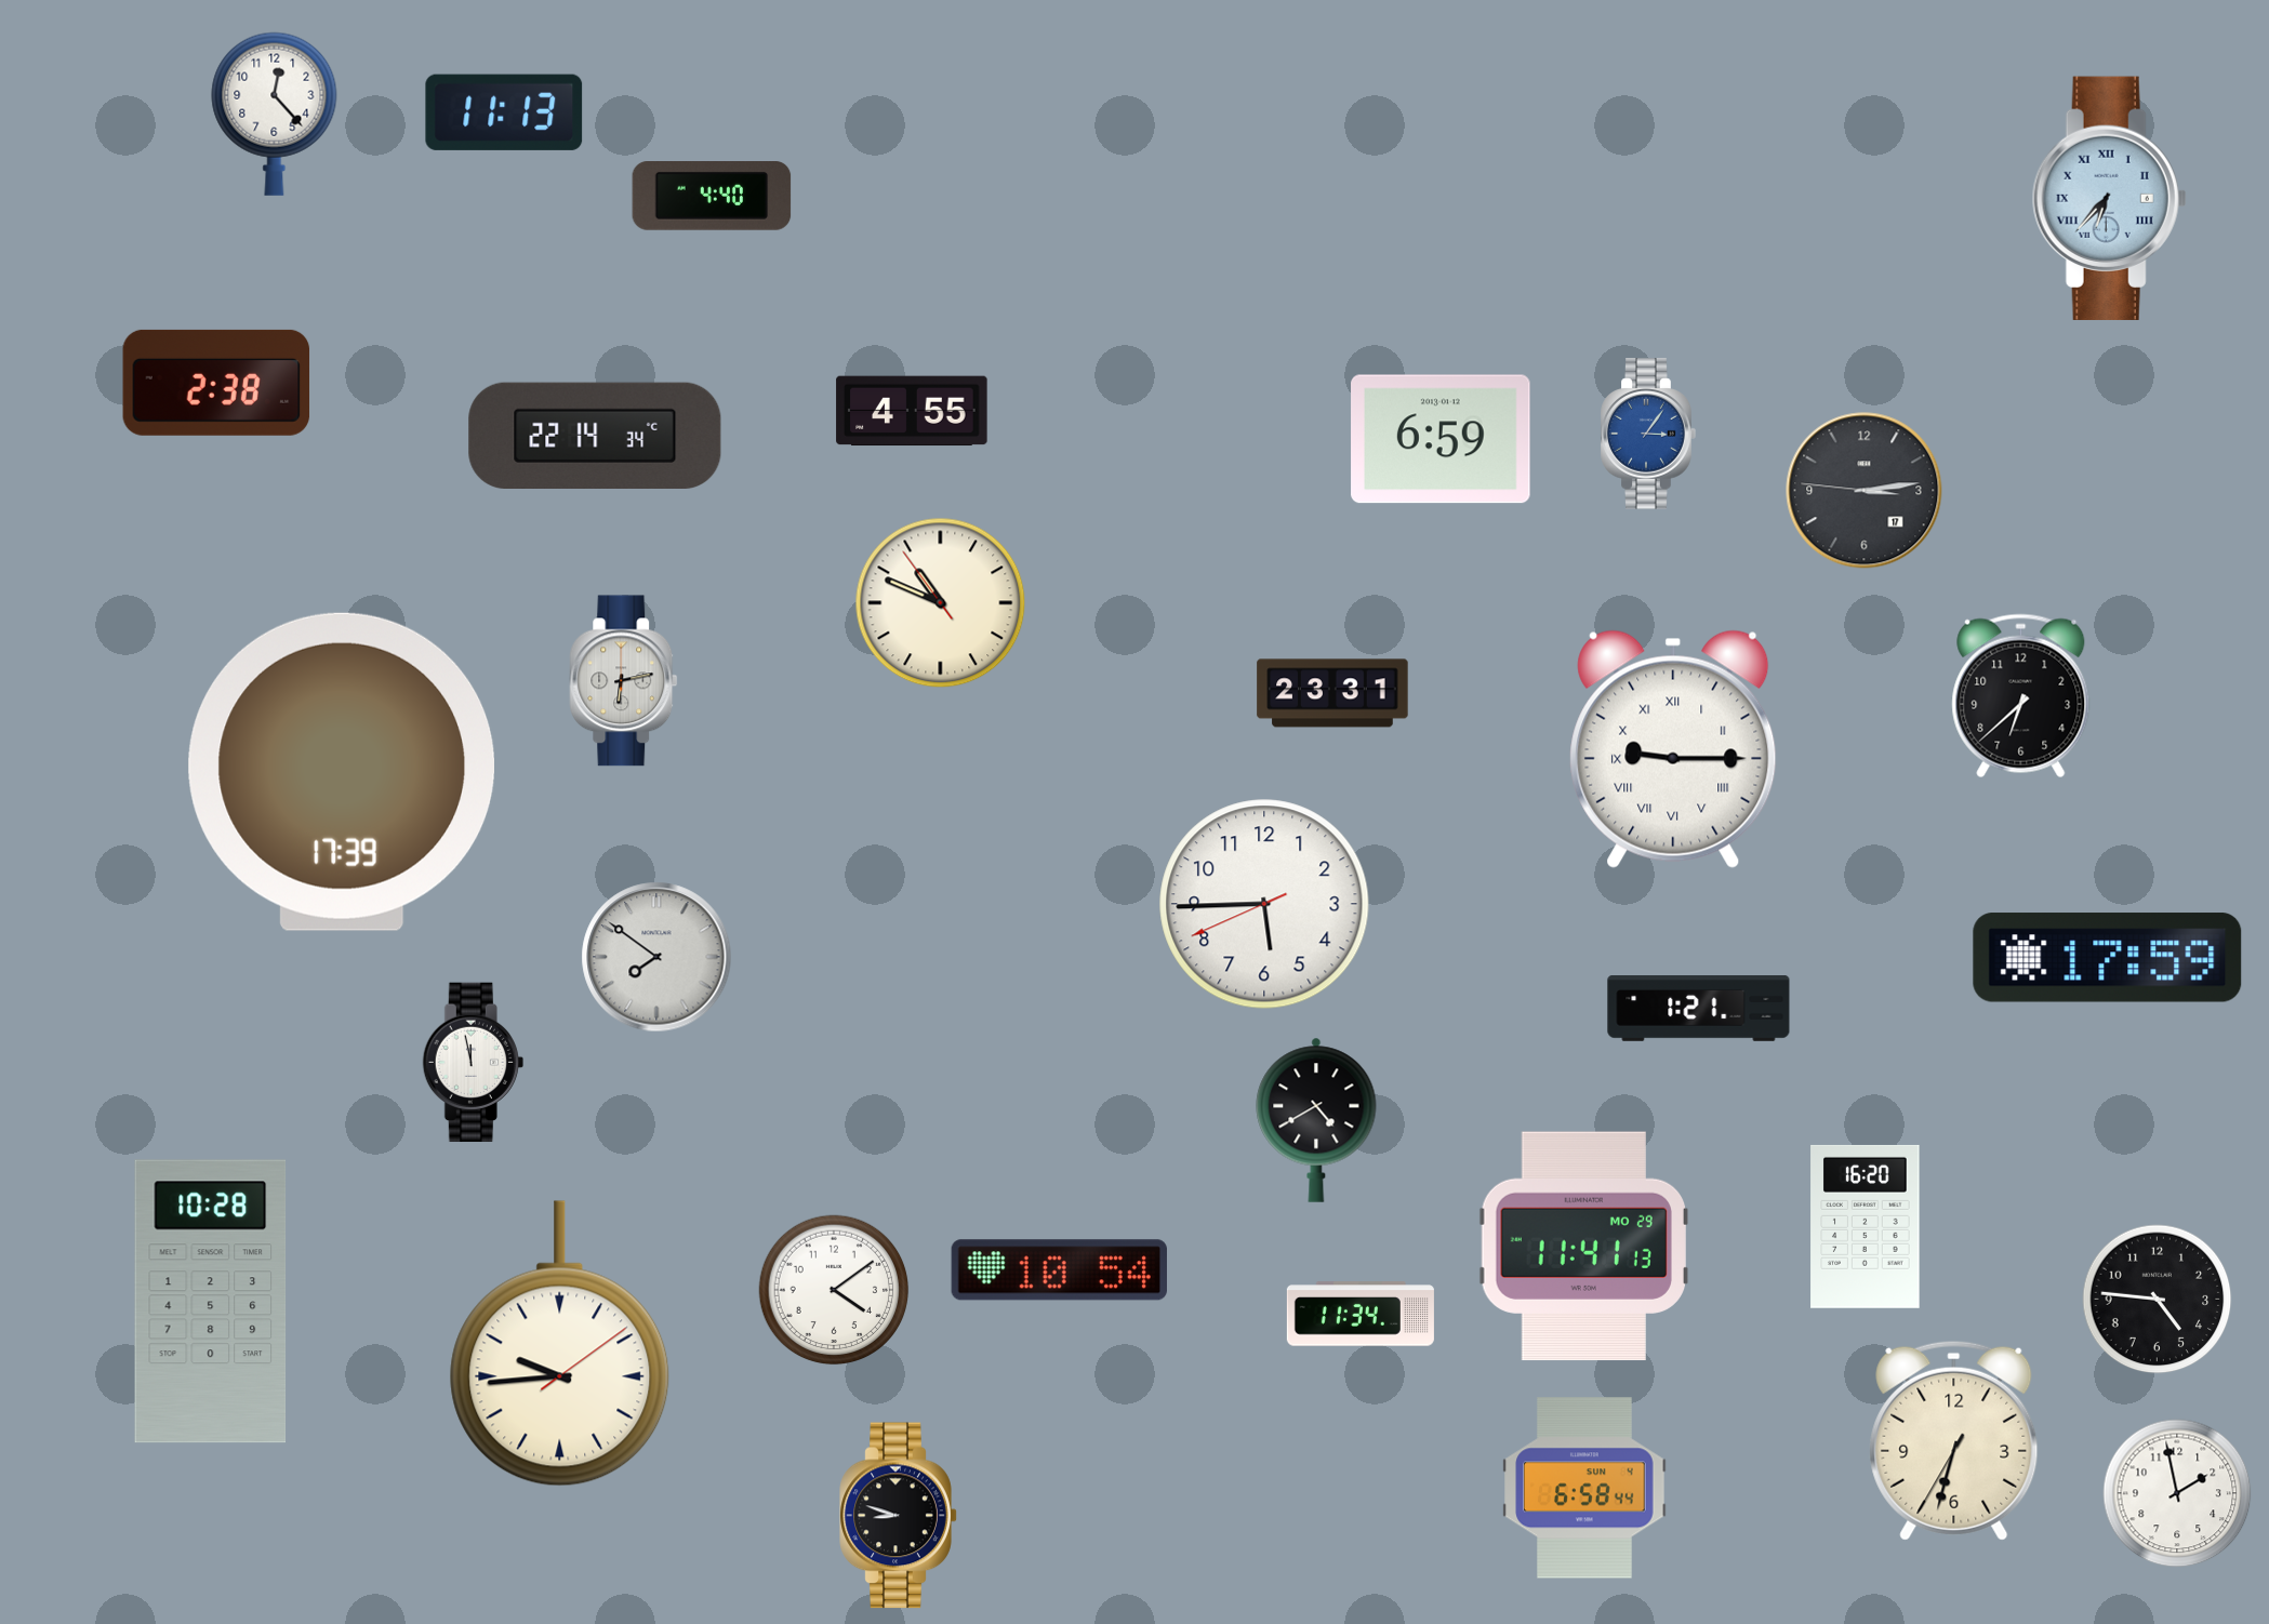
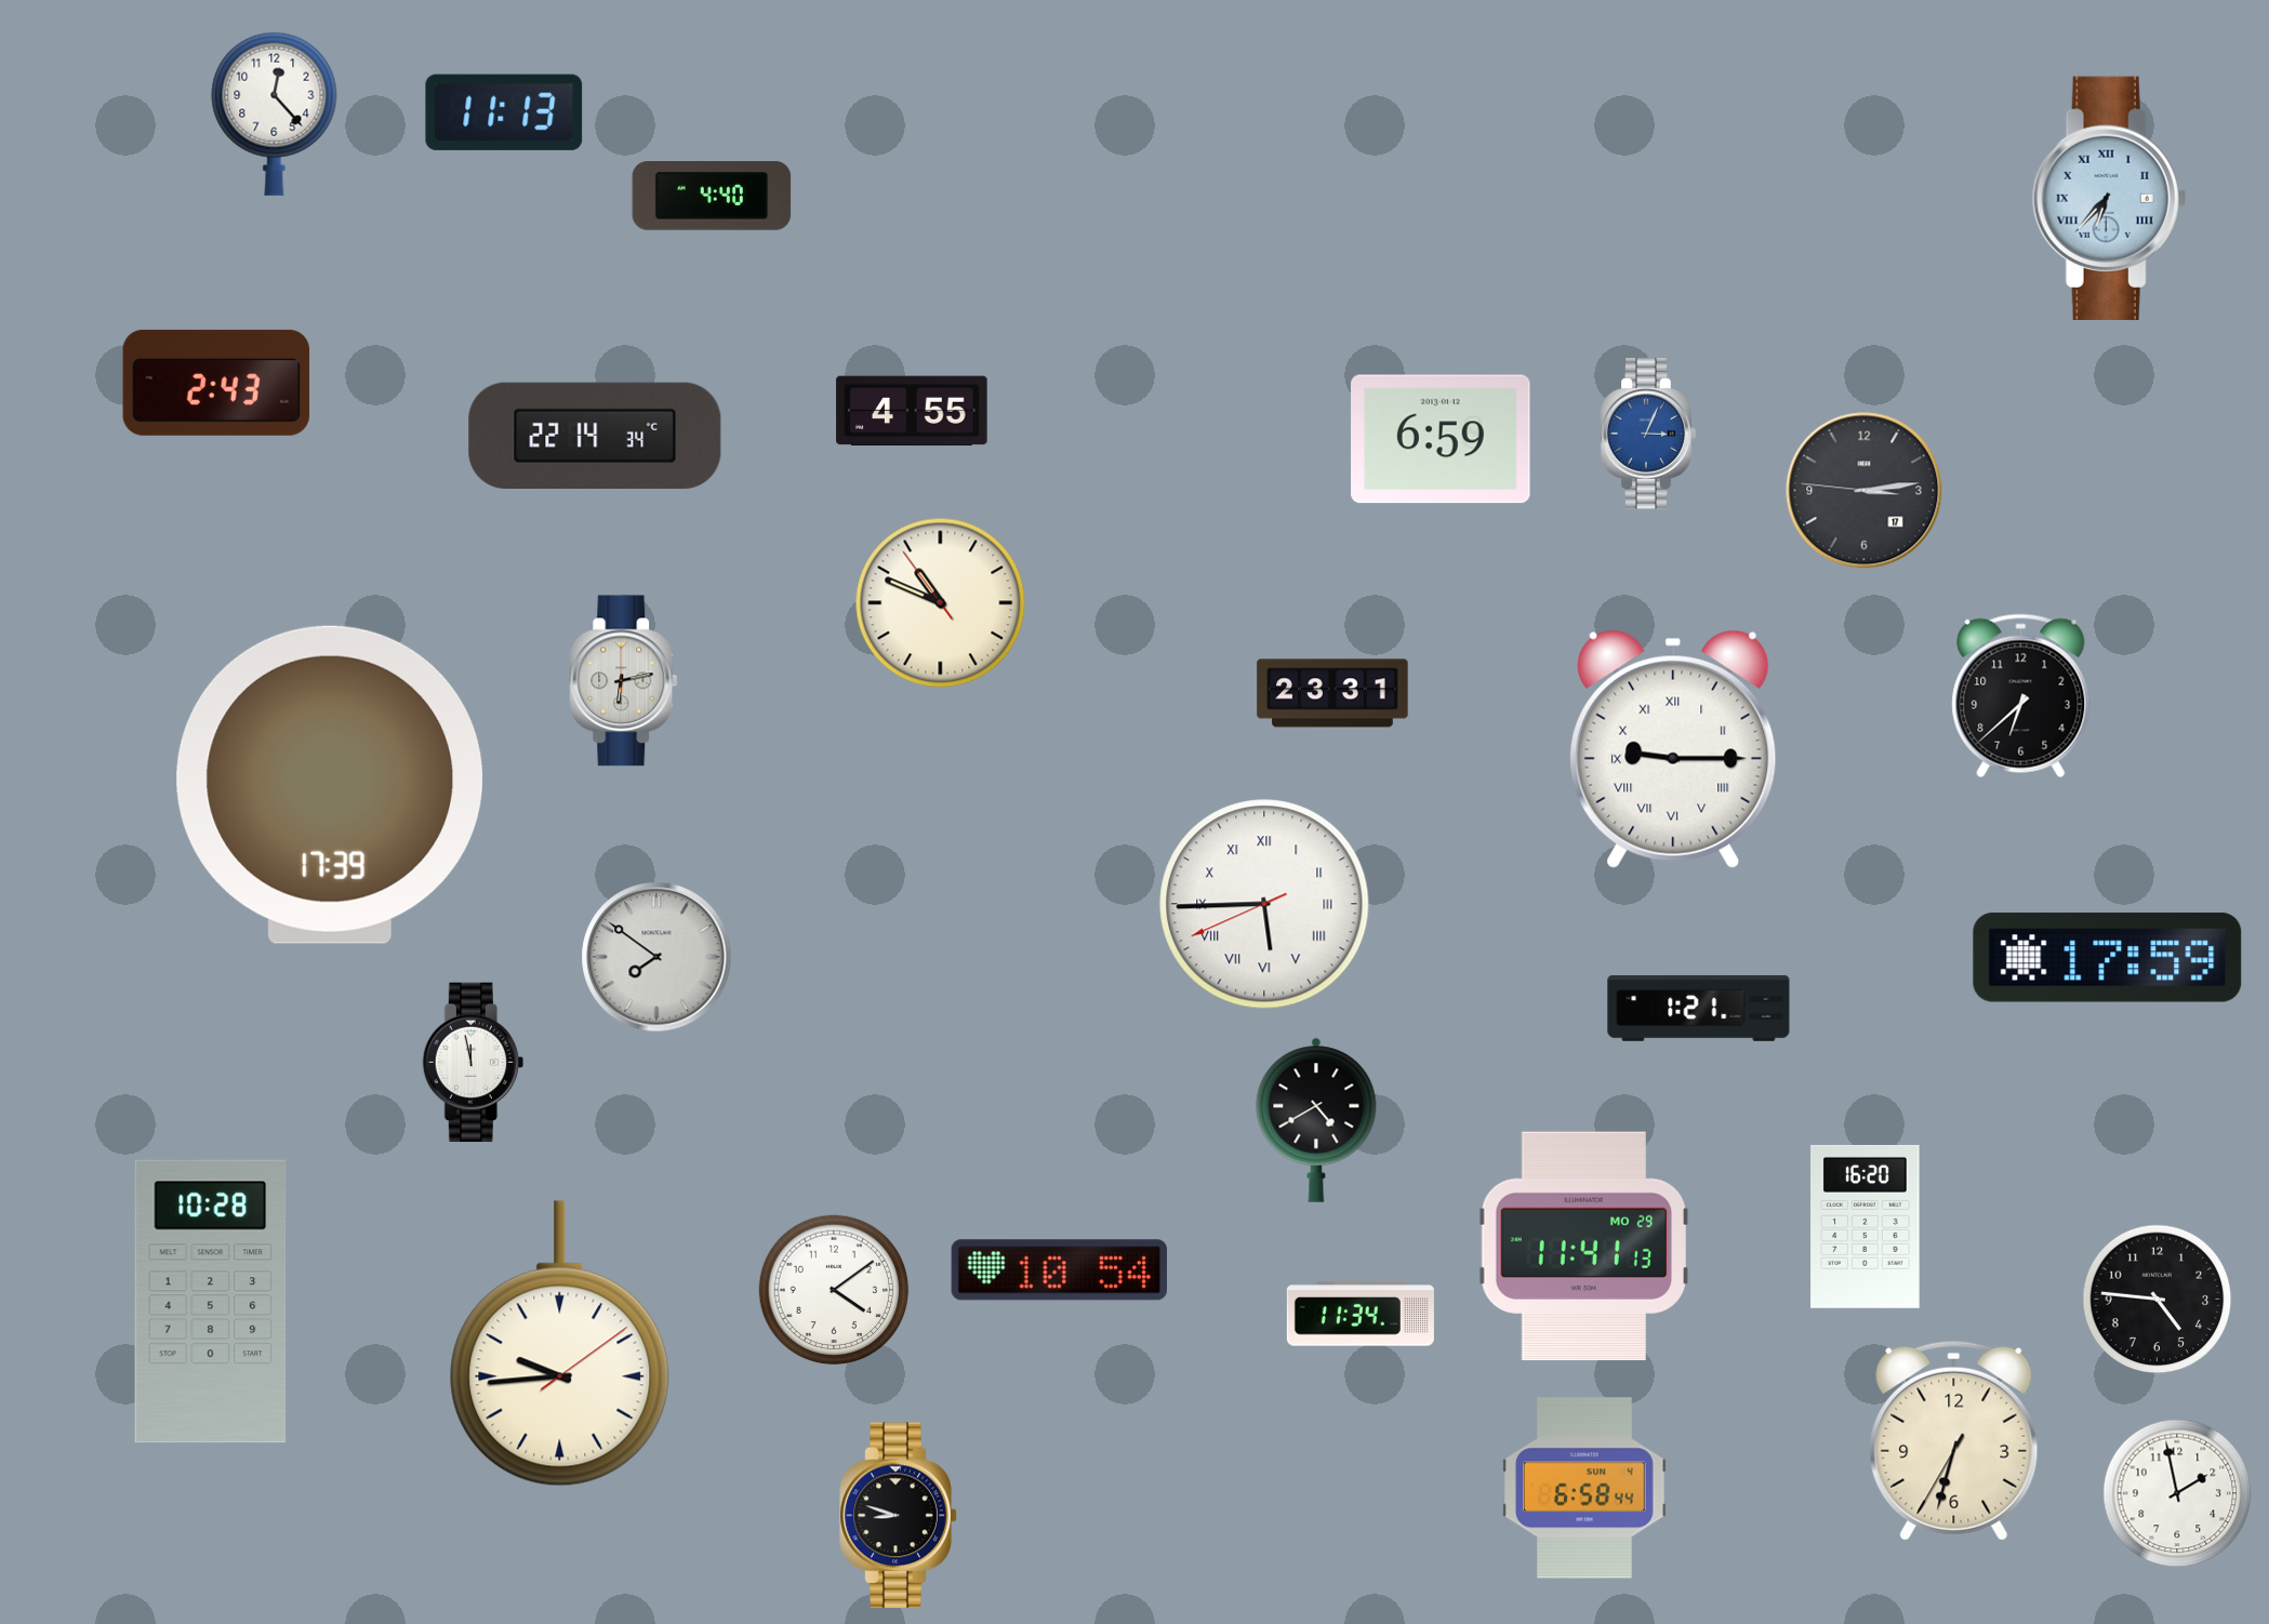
clock at (216, 383): 2:38 -> 2:43
clock at (1648, 434): 3:06 -> 3:04
clock at (341, 772) position: (341, 772) -> (329, 785)
clock at (1264, 904) numerals: Arabic -> Roman
